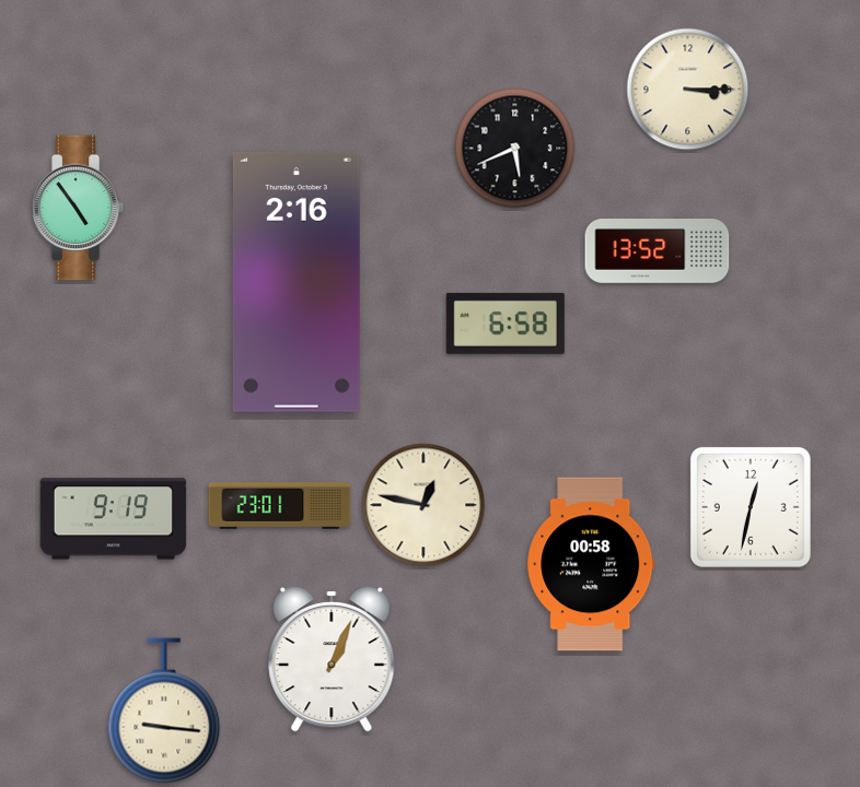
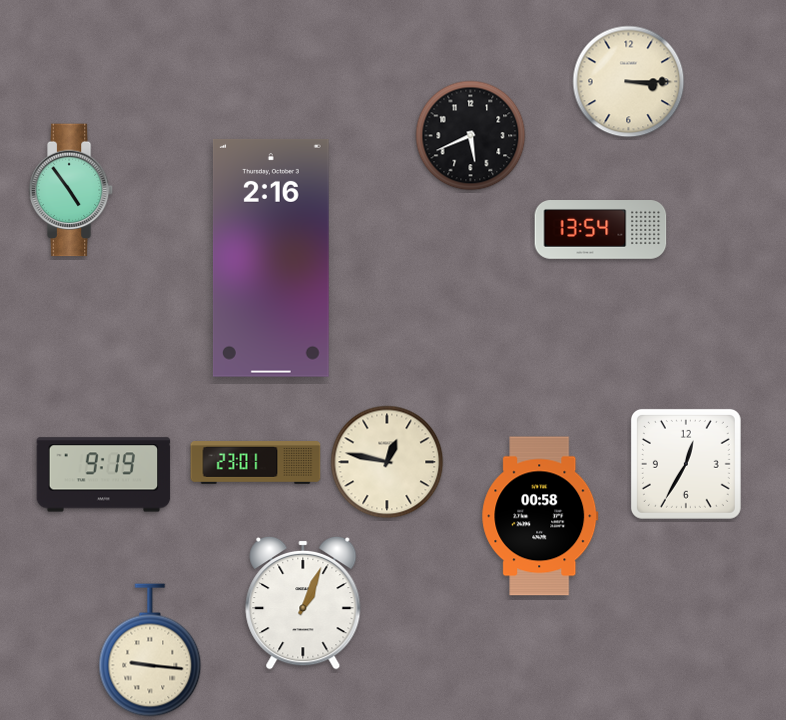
clock at (658, 251): 13:52 -> 13:54
clock at (505, 324): 6:58 -> none
clock at (751, 507): 12:32 -> 12:35
